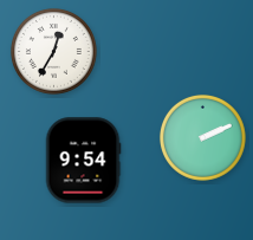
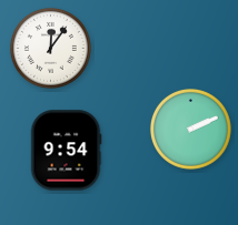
clock at (53, 51): 12:35 -> 12:06
clock at (83, 161) position: (83, 161) -> (66, 151)
